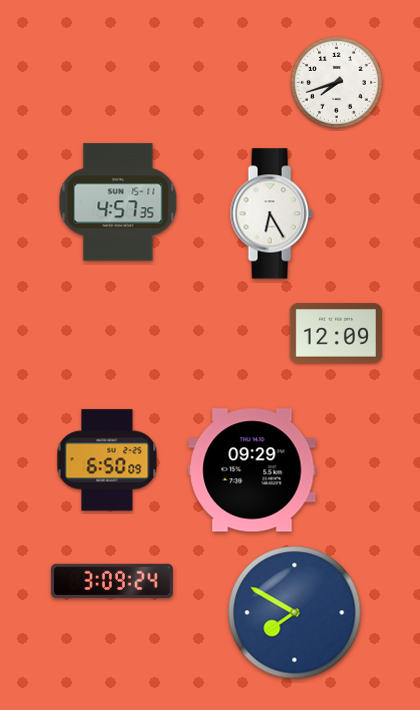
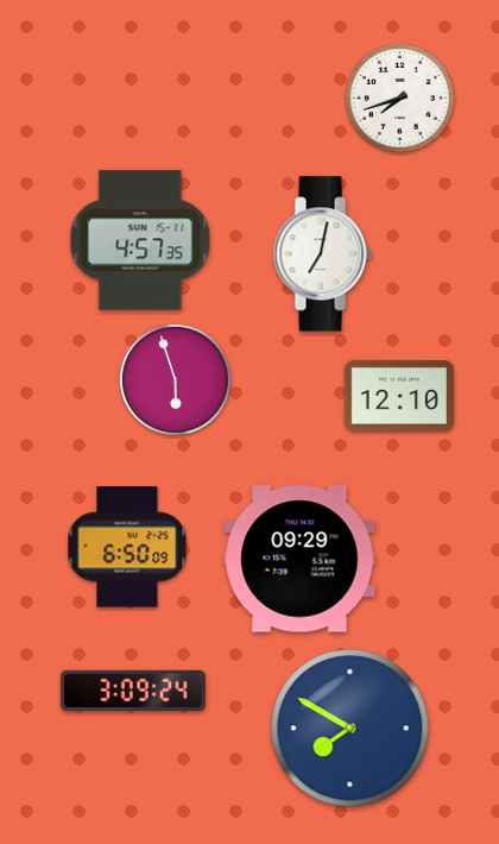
clock at (271, 214): 6:25 -> 7:02
clock at (175, 379): none -> 5:57
clock at (336, 333): 12:09 -> 12:10
